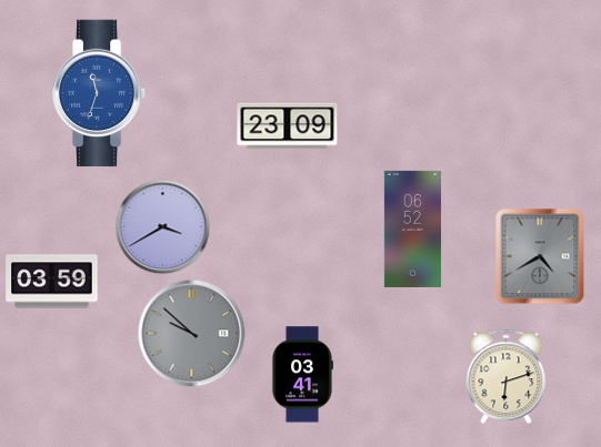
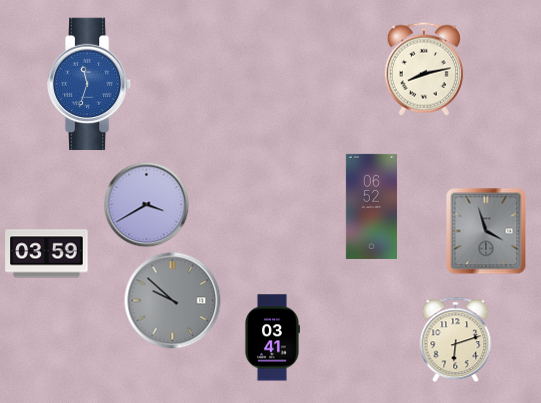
clock at (423, 69): none -> 8:13
clock at (288, 126): 23:09 -> none
clock at (540, 256): 4:40 -> 3:57
